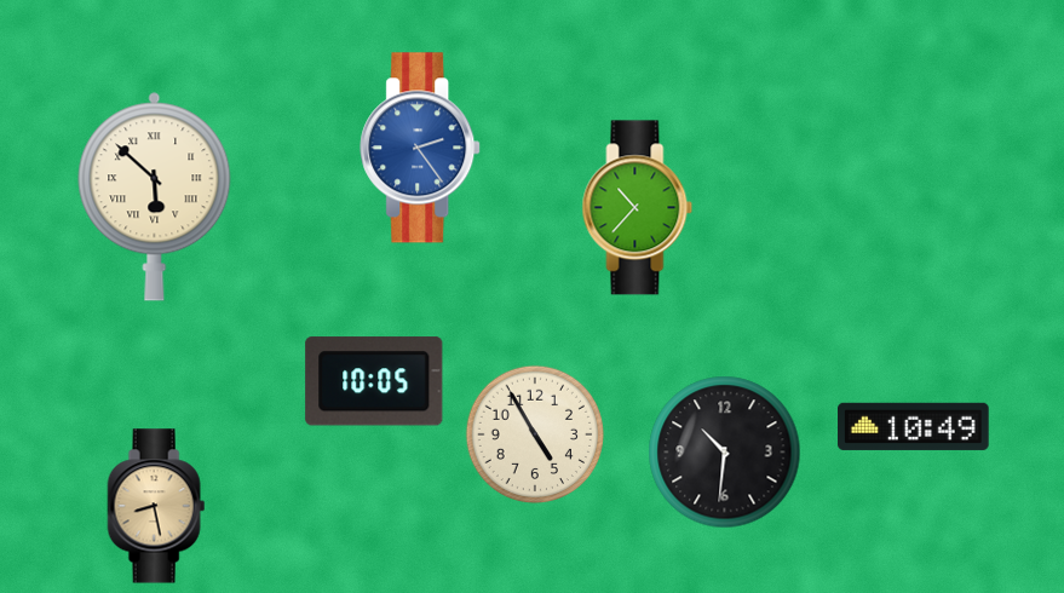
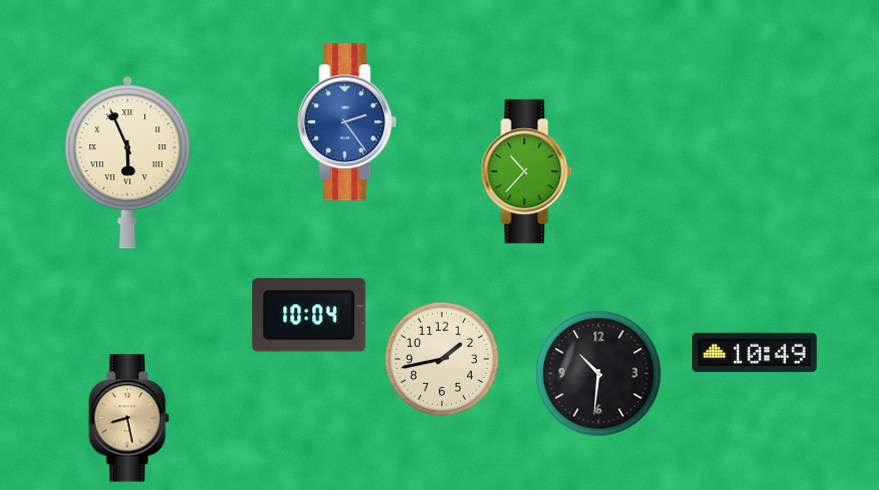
clock at (155, 197): 5:52 -> 5:56
clock at (374, 381): 10:05 -> 10:04
clock at (535, 434): 4:55 -> 1:43
